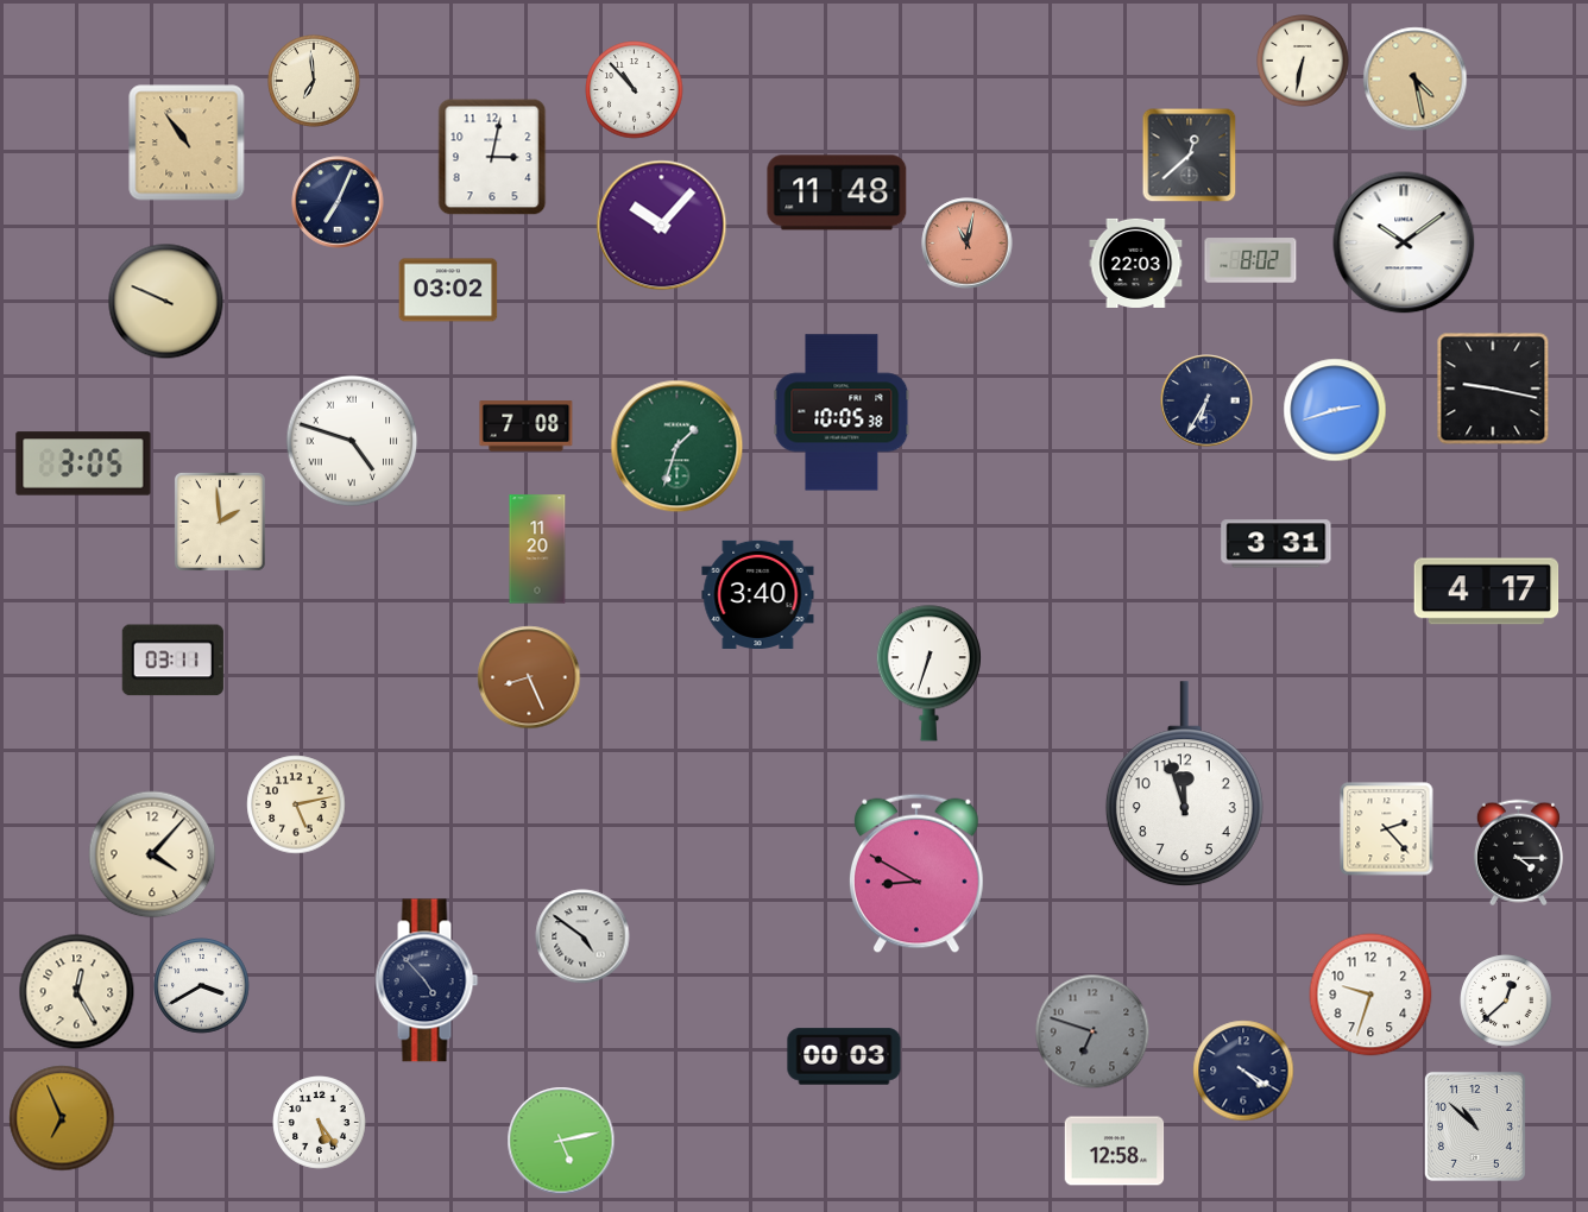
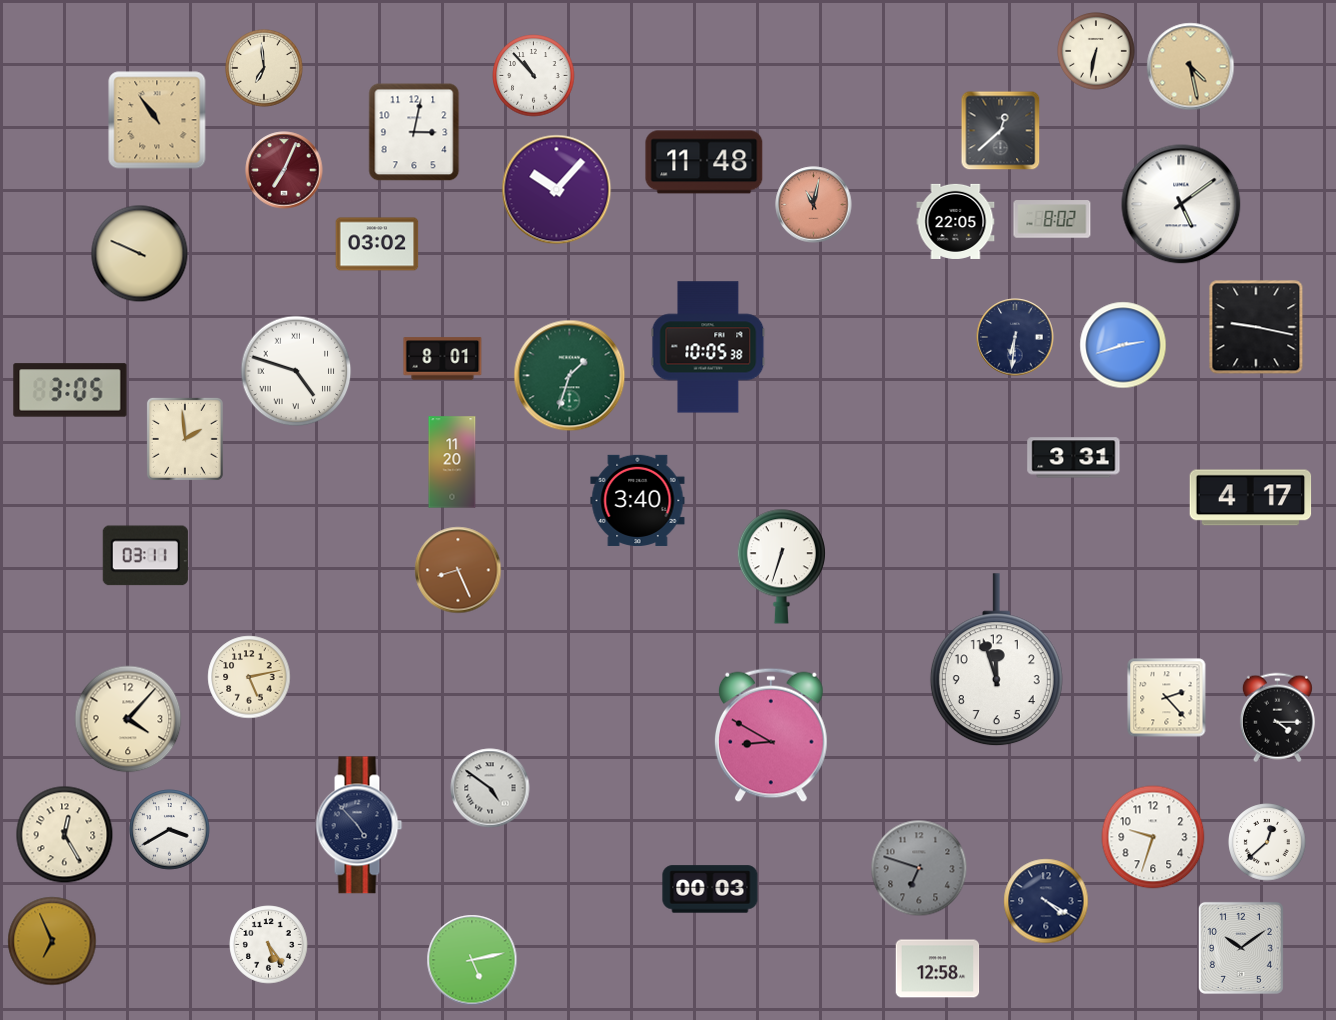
clock at (338, 202) dial: navy -> burgundy
clock at (1404, 242): 10:09 -> 5:09
clock at (1136, 263): 22:03 -> 22:05
clock at (1206, 400): 6:35 -> 6:31
clock at (527, 427): 7:08 -> 8:01
clock at (529, 677) position: (529, 677) -> (458, 570)
clock at (1475, 1126): 10:52 -> 10:09
